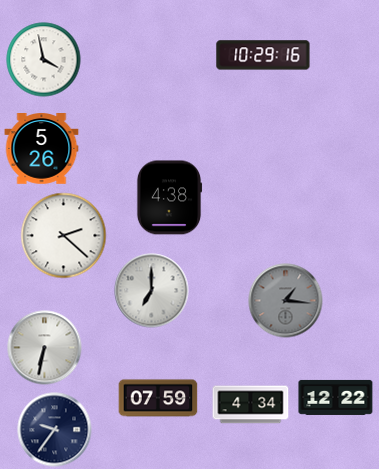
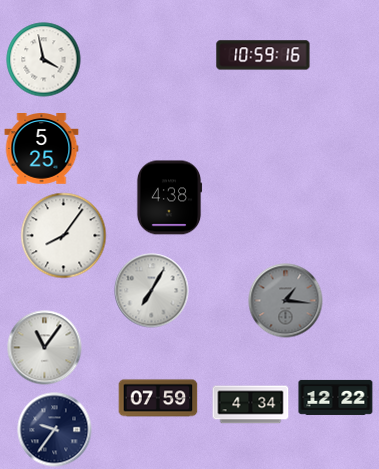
clock at (263, 55): 10:29 -> 10:59
clock at (42, 149): 5:26 -> 5:25
clock at (64, 236): 2:22 -> 8:06
clock at (152, 291): 7:00 -> 7:05
clock at (45, 348): 6:32 -> 11:06
